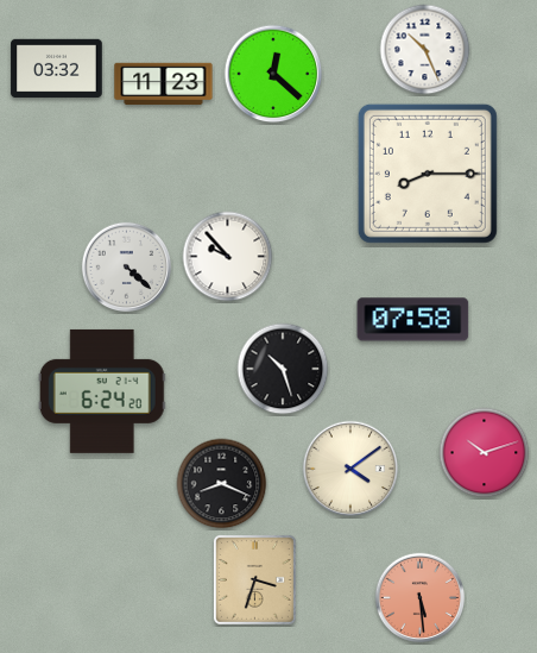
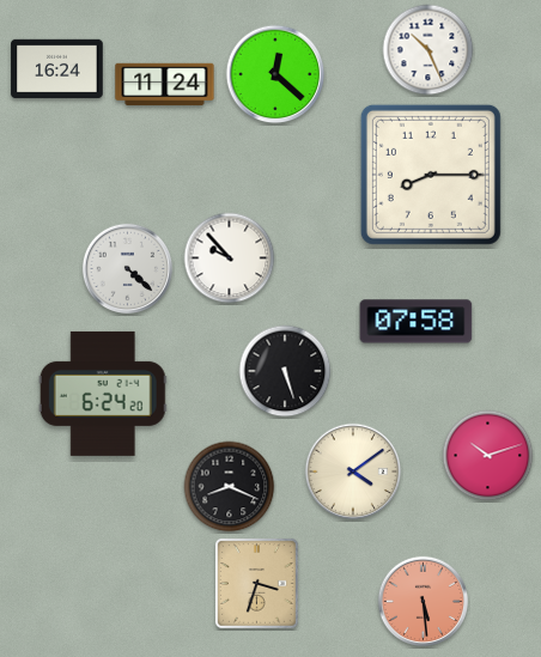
clock at (57, 69): 03:32 -> 16:24
clock at (164, 84): 11:23 -> 11:24
clock at (283, 369): 10:27 -> 5:27
clock at (222, 484) position: (222, 484) -> (230, 487)
